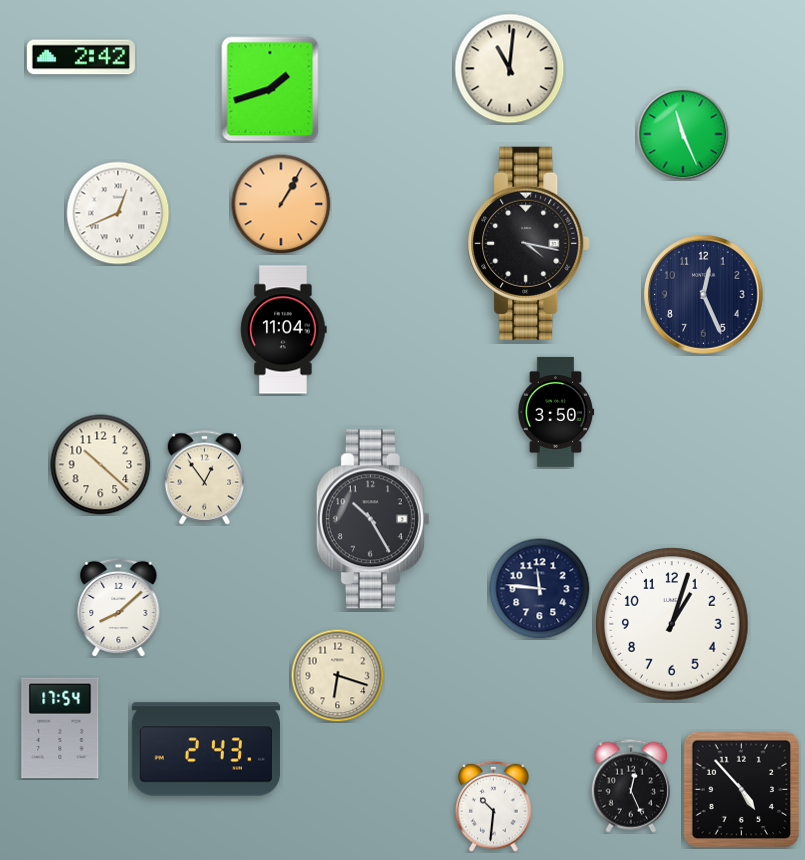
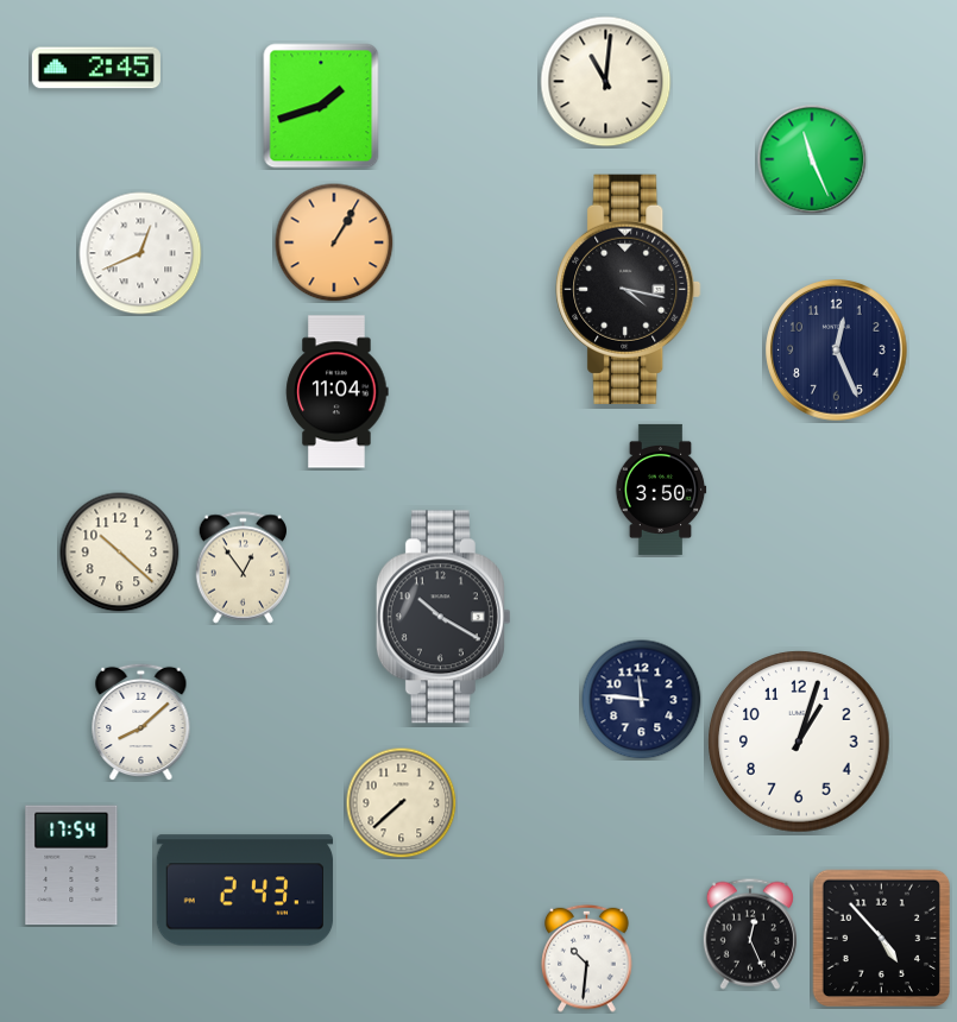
clock at (81, 57): 2:42 -> 2:45
clock at (373, 519): 10:25 -> 10:20
clock at (337, 675): 6:18 -> 7:38
